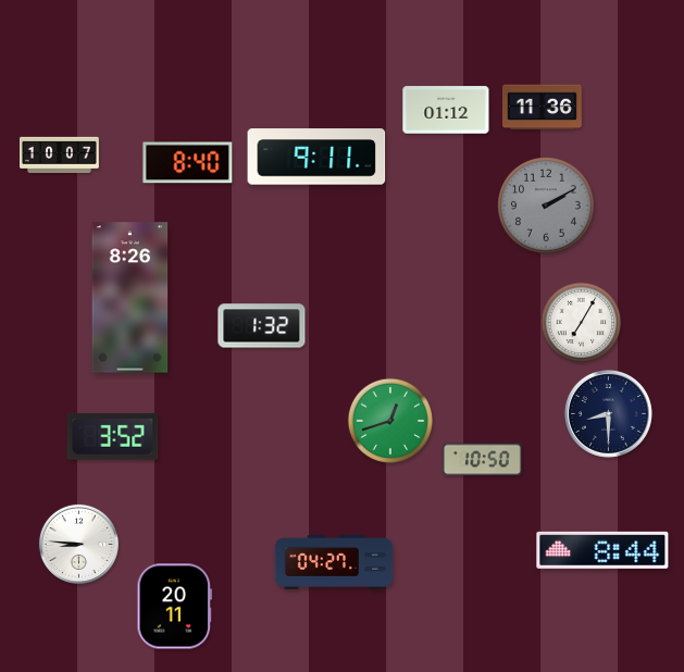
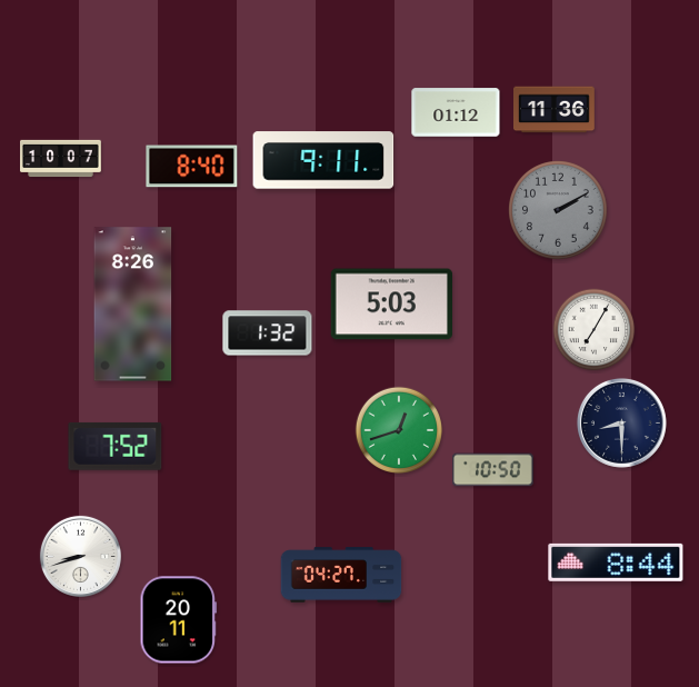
clock at (391, 305): none -> 5:03
clock at (113, 436): 3:52 -> 7:52
clock at (78, 544): 8:46 -> 8:42
